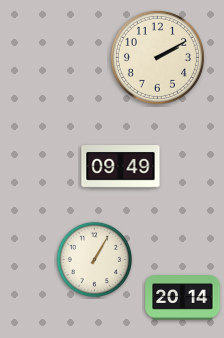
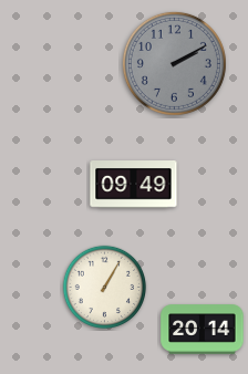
clock at (157, 57) dial: cream -> grey
